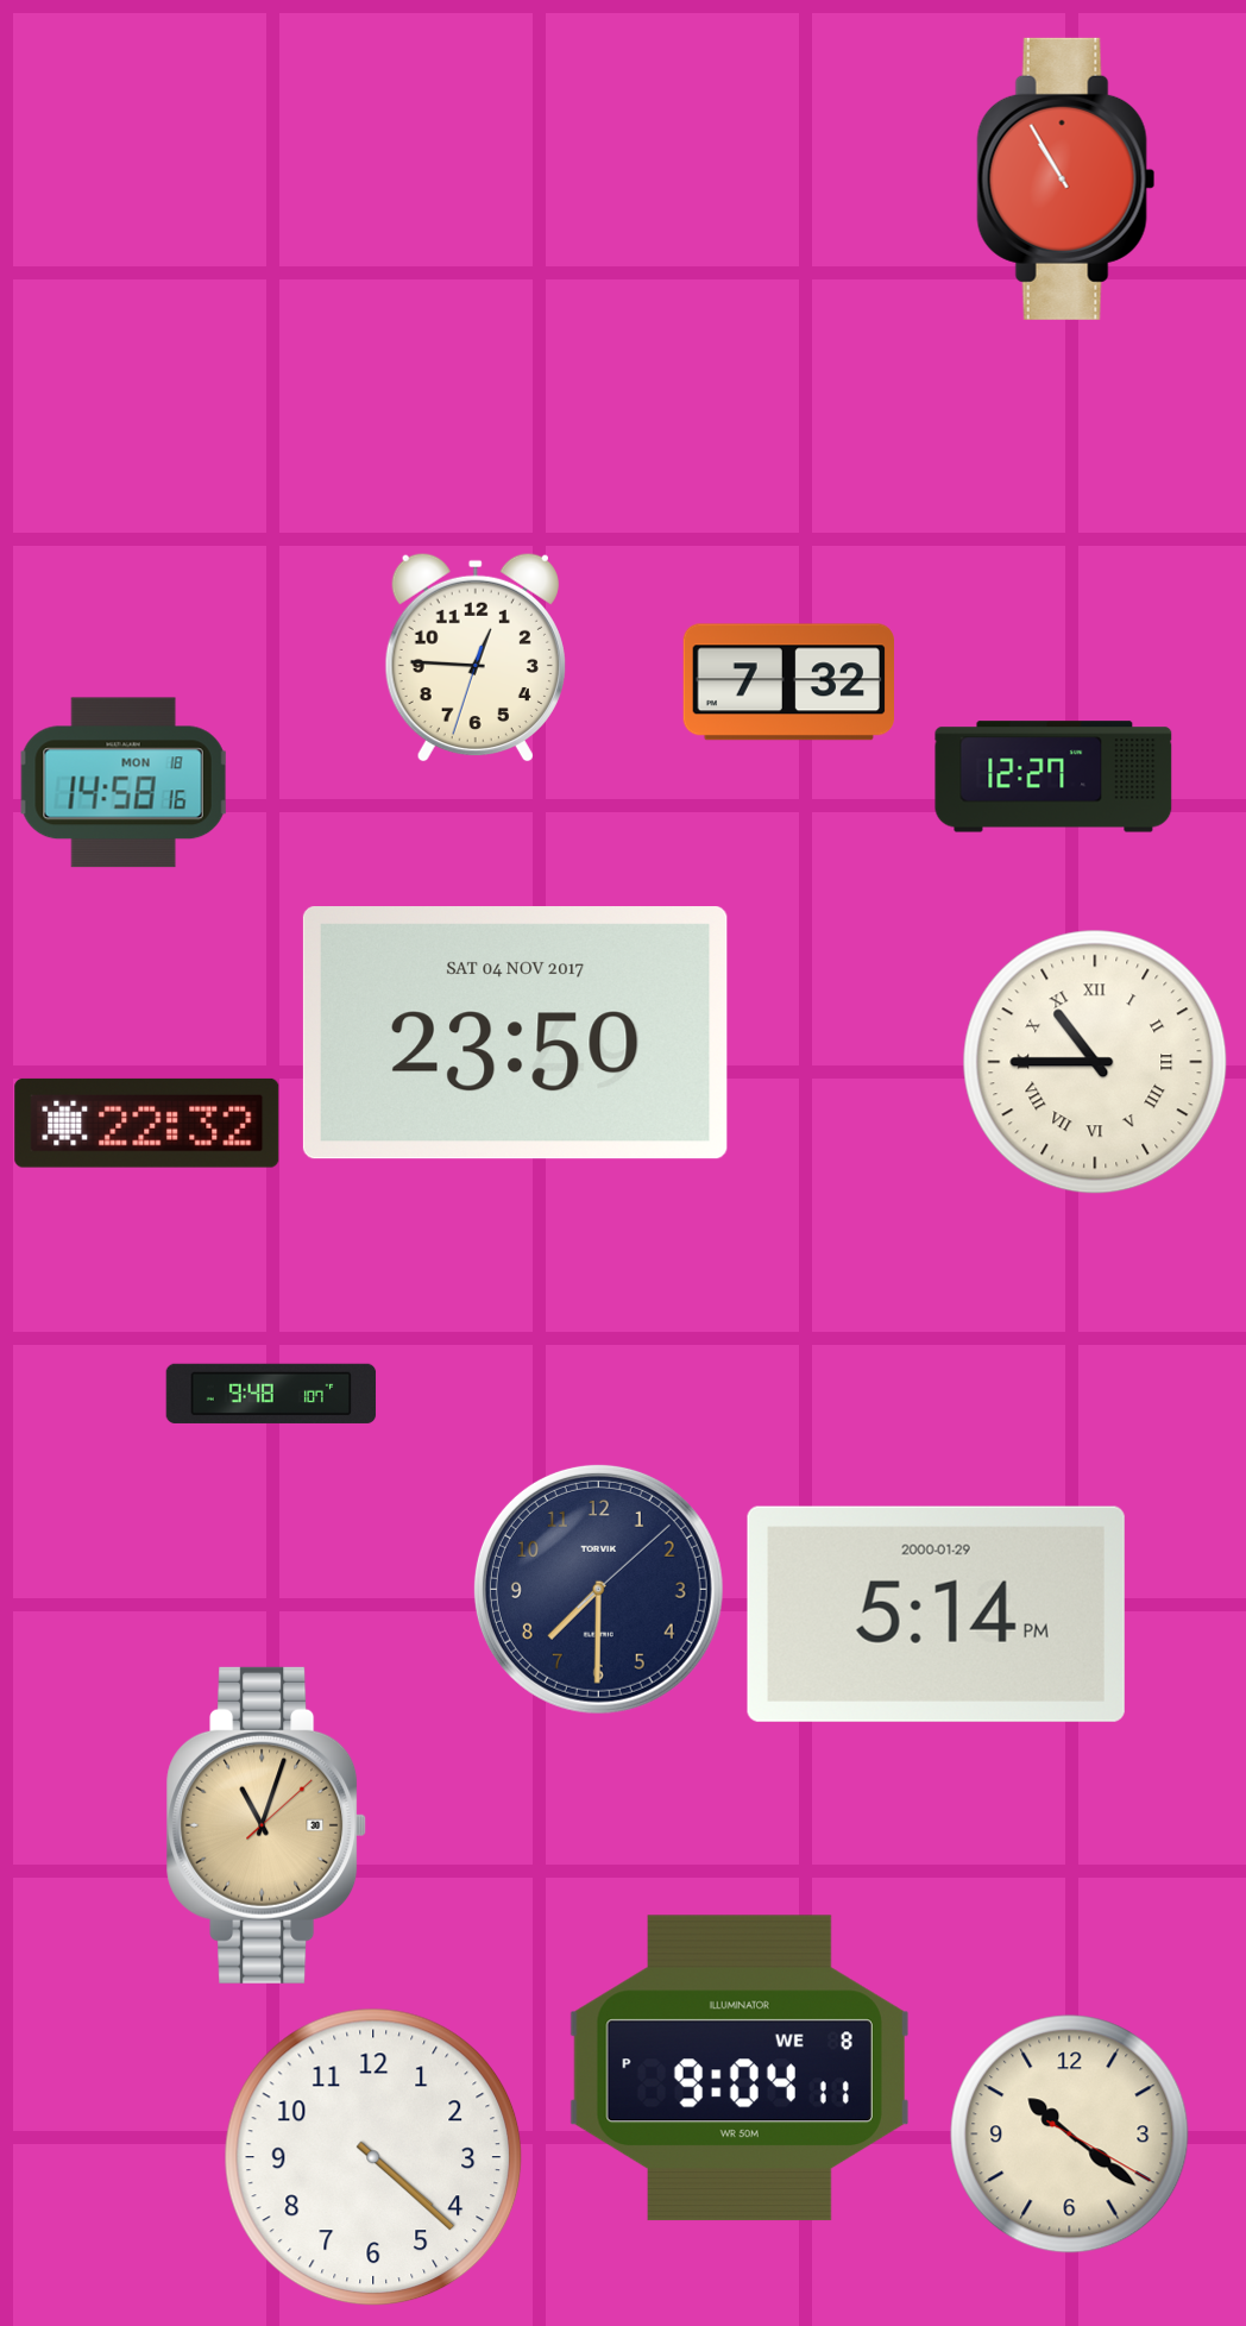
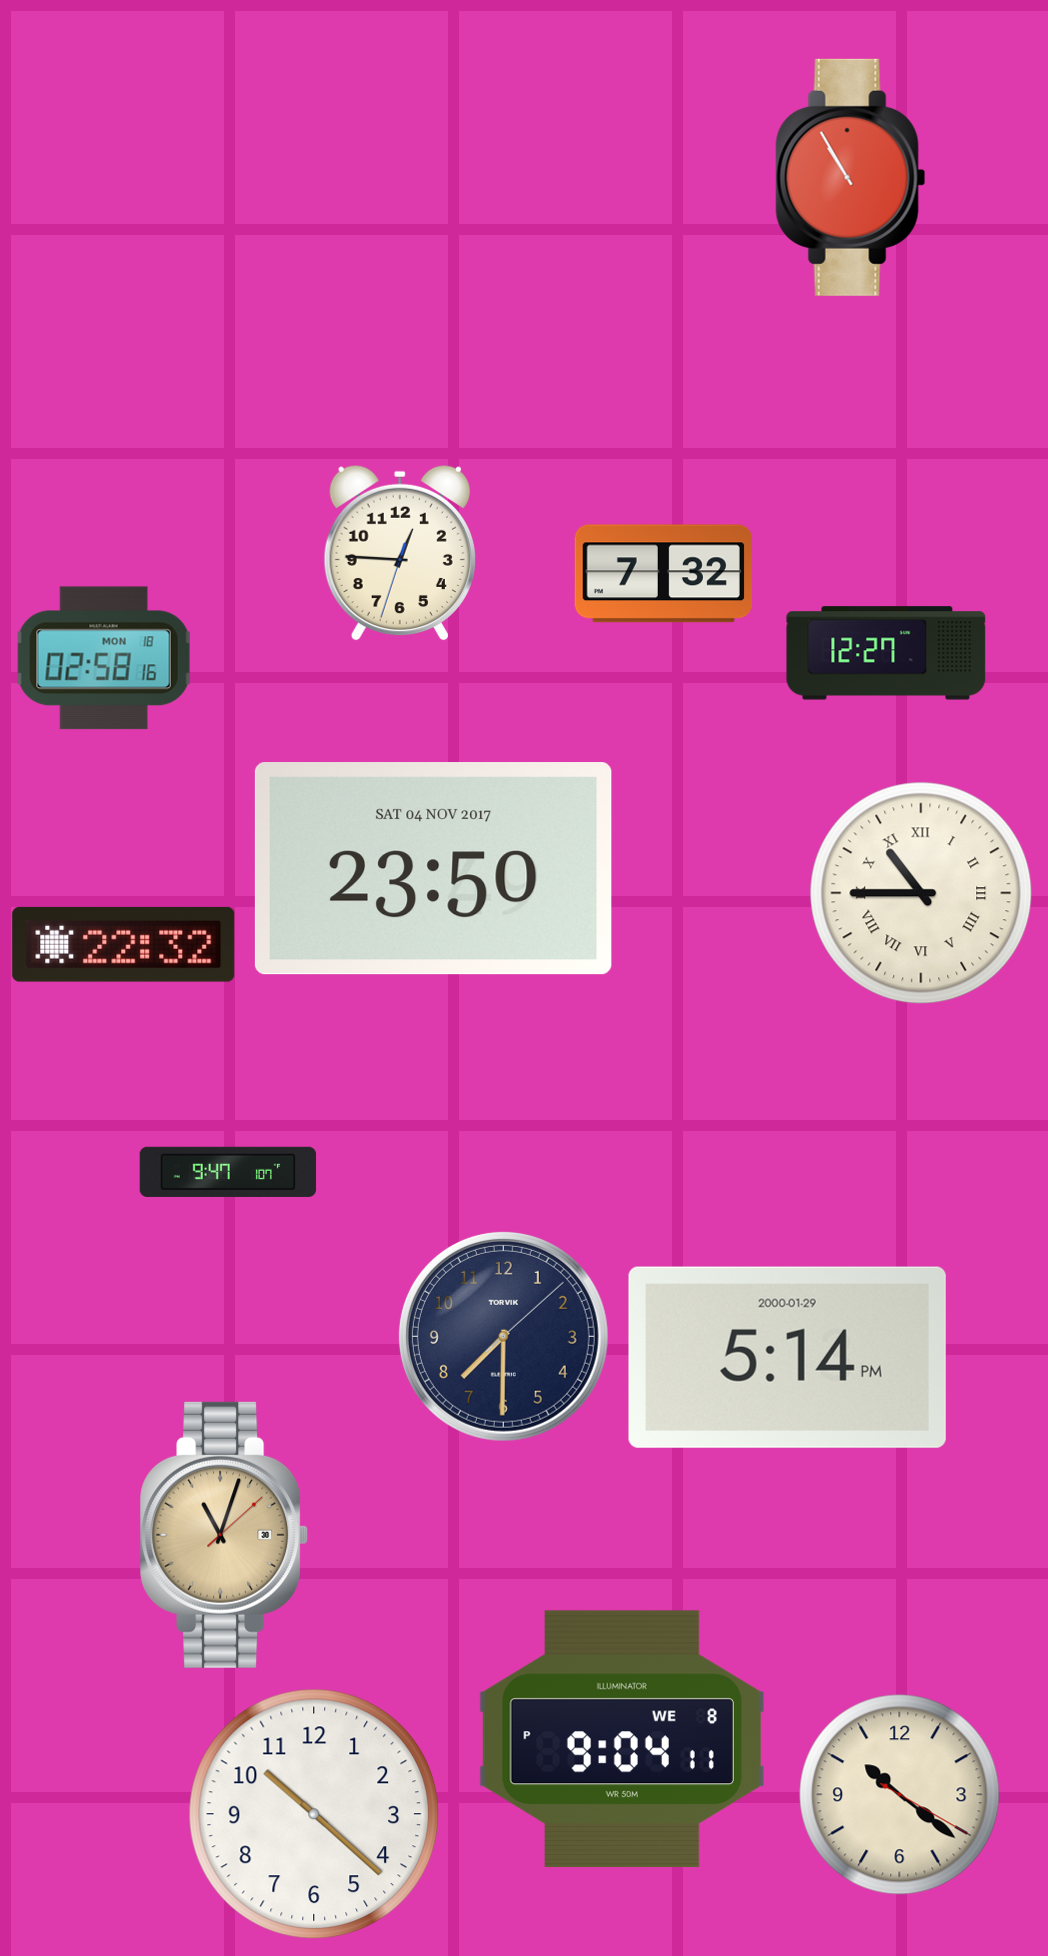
clock at (1066, 178) position: (1066, 178) -> (851, 177)
clock at (124, 782): 14:58 -> 02:58
clock at (271, 1394): 9:48 -> 9:47
clock at (373, 2157): 4:22 -> 10:22
